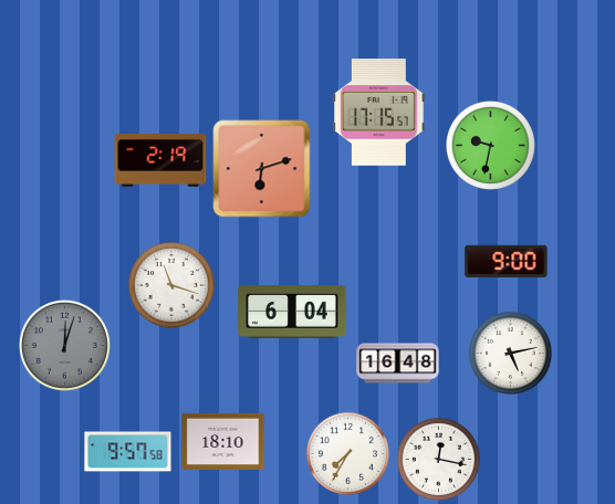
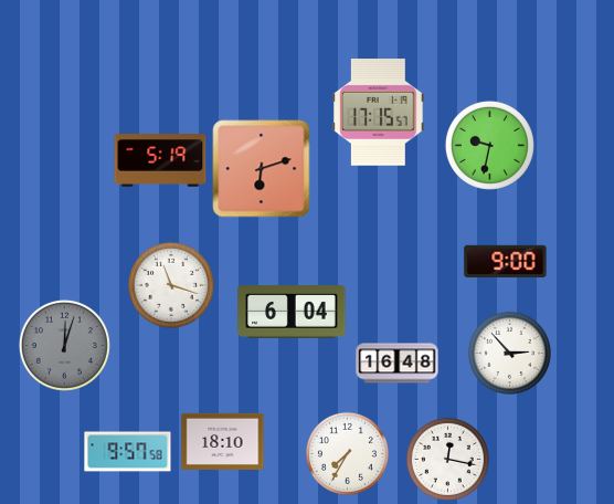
clock at (160, 160): 2:19 -> 5:19
clock at (510, 353): 5:13 -> 2:53
clock at (438, 459) position: (438, 459) -> (447, 459)
